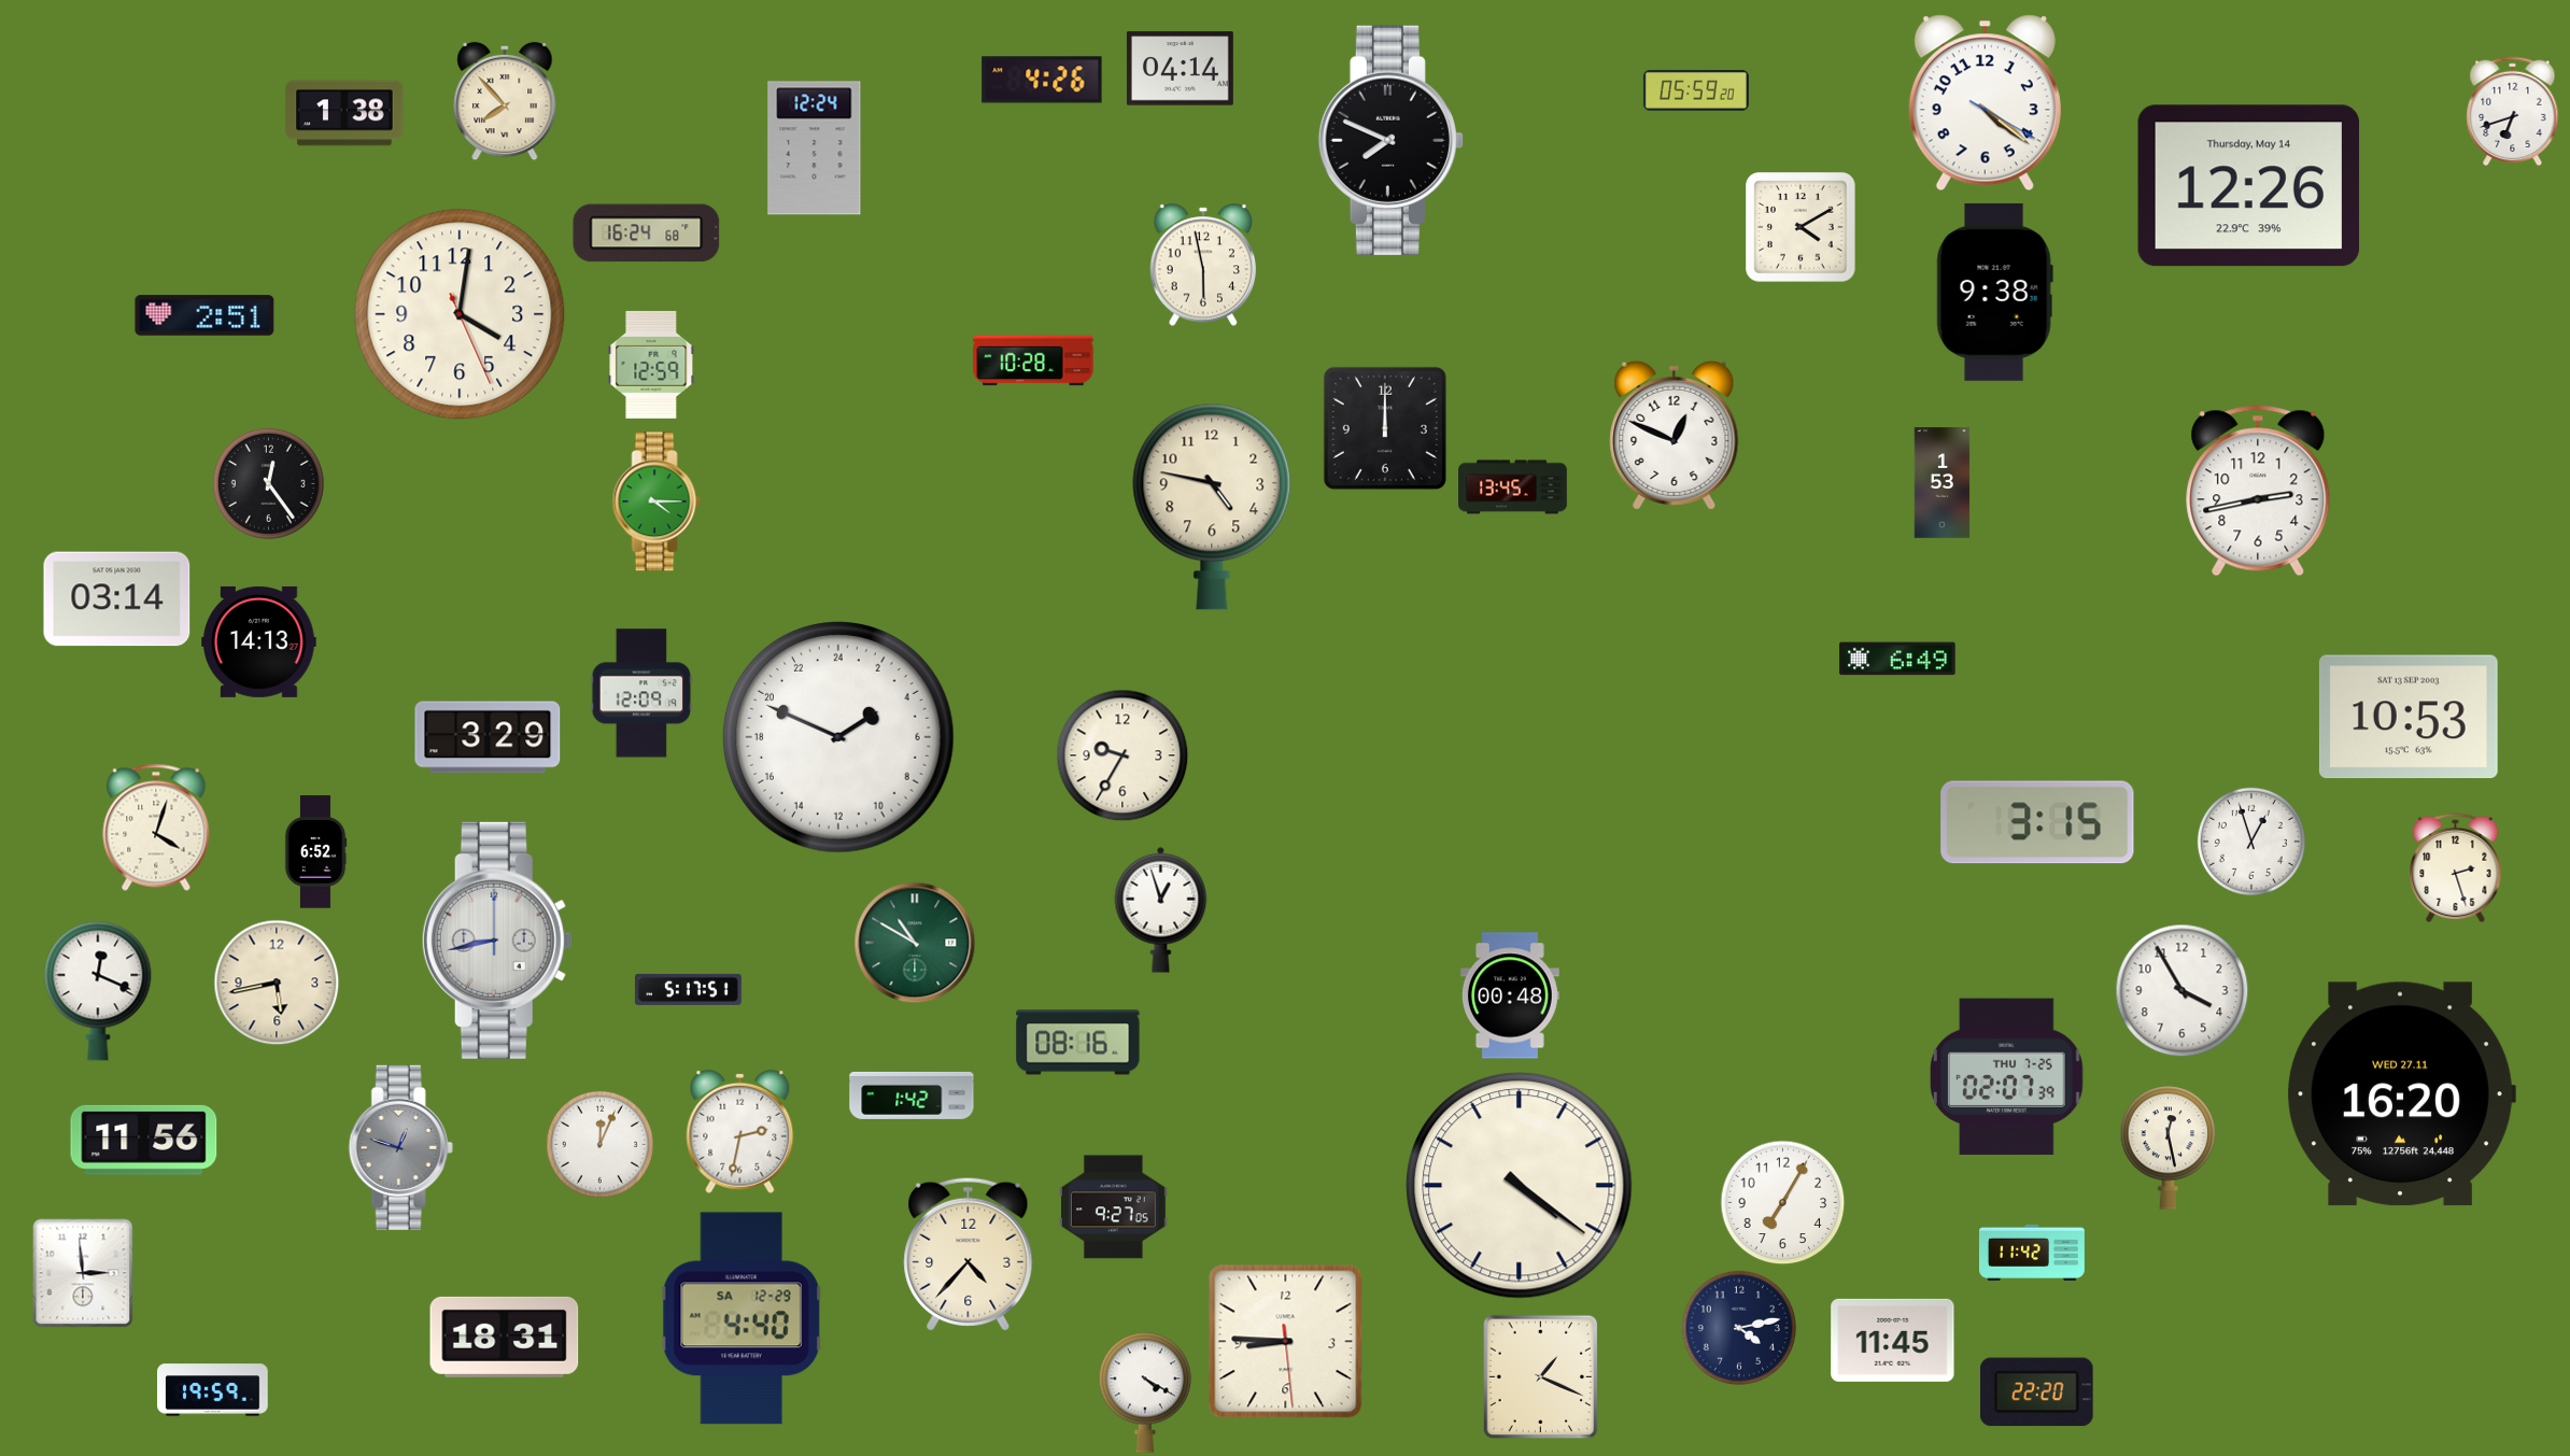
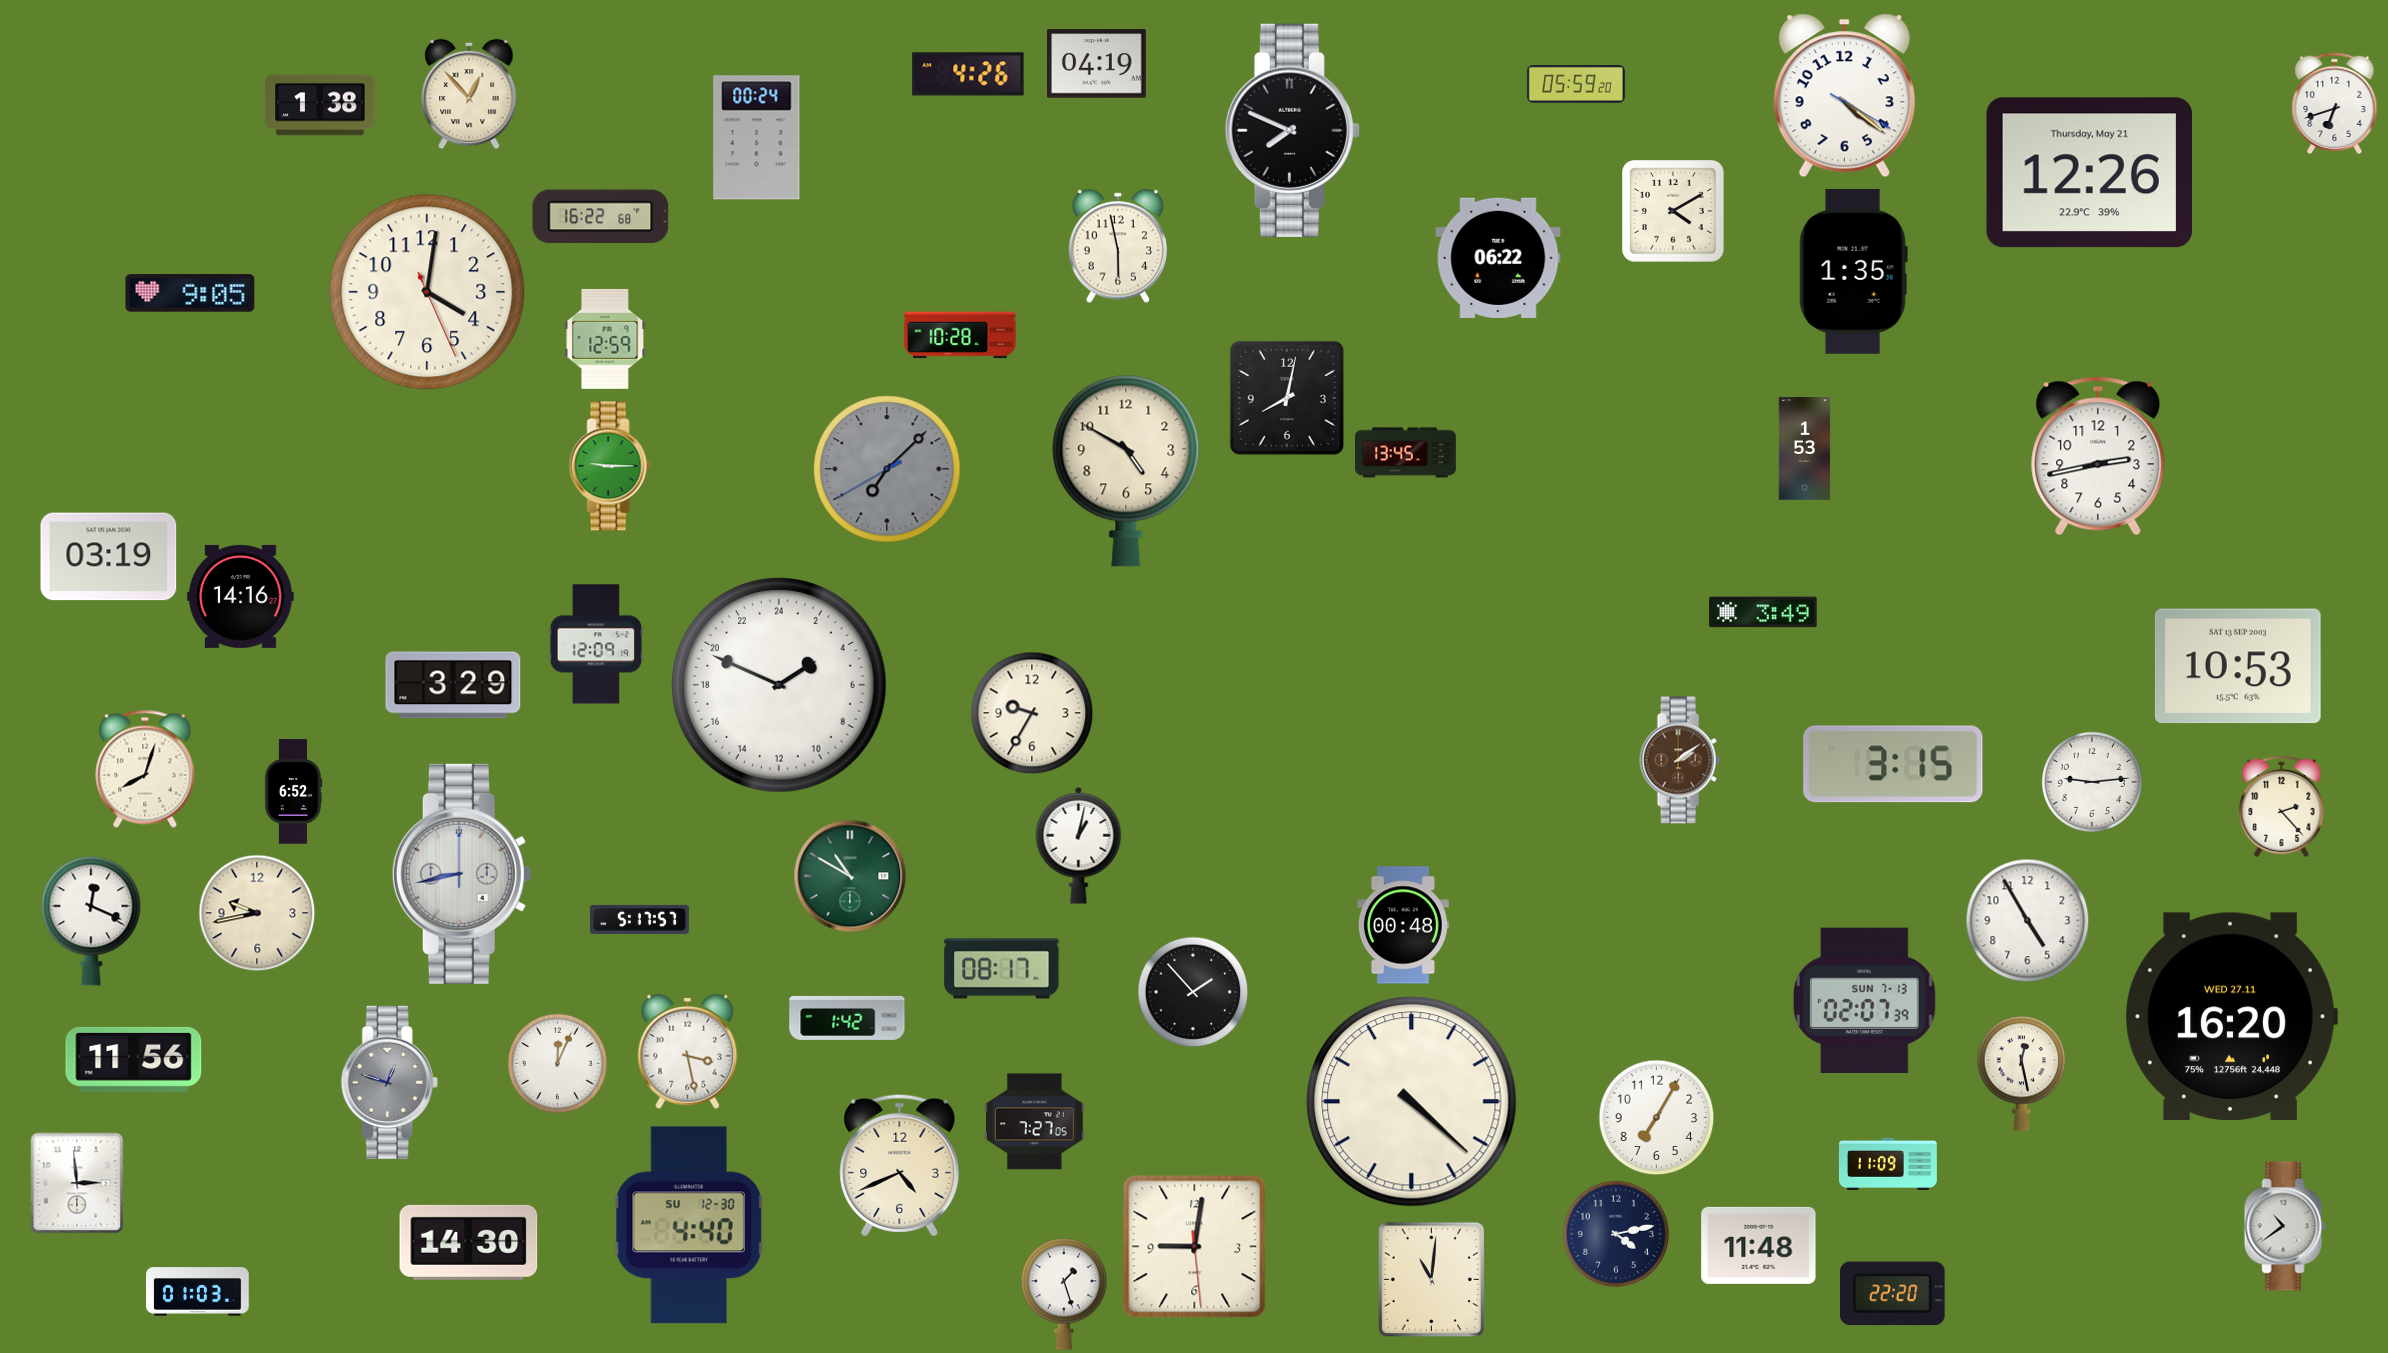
clock at (1180, 69): 04:14 -> 04:19
clock at (505, 101): 7:53 -> 12:53
clock at (815, 149): 12:24 -> 00:24
clock at (2248, 186) date: Thursday, May 14 -> Thursday, May 21
clock at (647, 234): 16:24 -> 16:22
clock at (1498, 258): none -> 06:22
clock at (1994, 292): 9:38 -> 1:35
clock at (204, 315): 2:51 -> 9:05
clock at (1385, 428): 12:00 -> 8:02
clock at (1675, 435): 12:49 -> none
clock at (268, 483): 12:24 -> none
clock at (656, 501): 4:15 -> 9:15
clock at (887, 469): none -> 7:07
clock at (1212, 507): 4:47 -> 4:50
clock at (117, 599): 03:14 -> 03:19
clock at (259, 641): 14:13 -> 14:16
clock at (1897, 659): 6:49 -> 3:49
clock at (1122, 755) position: (1122, 755) -> (1032, 713)
clock at (1680, 760): none -> 2:09
clock at (156, 828): 4:03 -> 8:03
clock at (2251, 842): 12:57 -> 9:14
clock at (2456, 867): 2:27 -> 2:23
clock at (1161, 909): 12:57 -> 1:02
clock at (277, 983): 5:43 -> 9:43
clock at (688, 989): 5:17:51 -> 5:17:57
clock at (2181, 990): 3:55 -> 4:55
clock at (1078, 1043): 08:16 -> 08:17
clock at (1193, 992): none -> 1:53
clock at (2006, 1077) date: THU 7-25 -> SUN 7-13
clock at (740, 1131): 2:32 -> 3:28
clock at (400, 1147) position: (400, 1147) -> (389, 1082)
clock at (2169, 1148) position: (2169, 1148) -> (2022, 1074)
clock at (1520, 1186): 4:21 -> 4:22
clock at (1113, 1207): 9:27 -> 7:27
clock at (2032, 1252): 11:42 -> 11:09
clock at (969, 1254): 4:37 -> 4:41
clock at (742, 1318) date: SA 12-29 -> SU 12-30
clock at (2285, 1226): none -> 10:39
clock at (505, 1337): 18:31 -> 14:30
clock at (1893, 1340): 11:45 -> 11:48
clock at (1286, 1342): 8:45 -> 9:01
clock at (1541, 1376): 1:19 -> 11:01
clock at (213, 1390): 19:59 -> 01:03
clock at (1145, 1393): 4:20 -> 1:27
